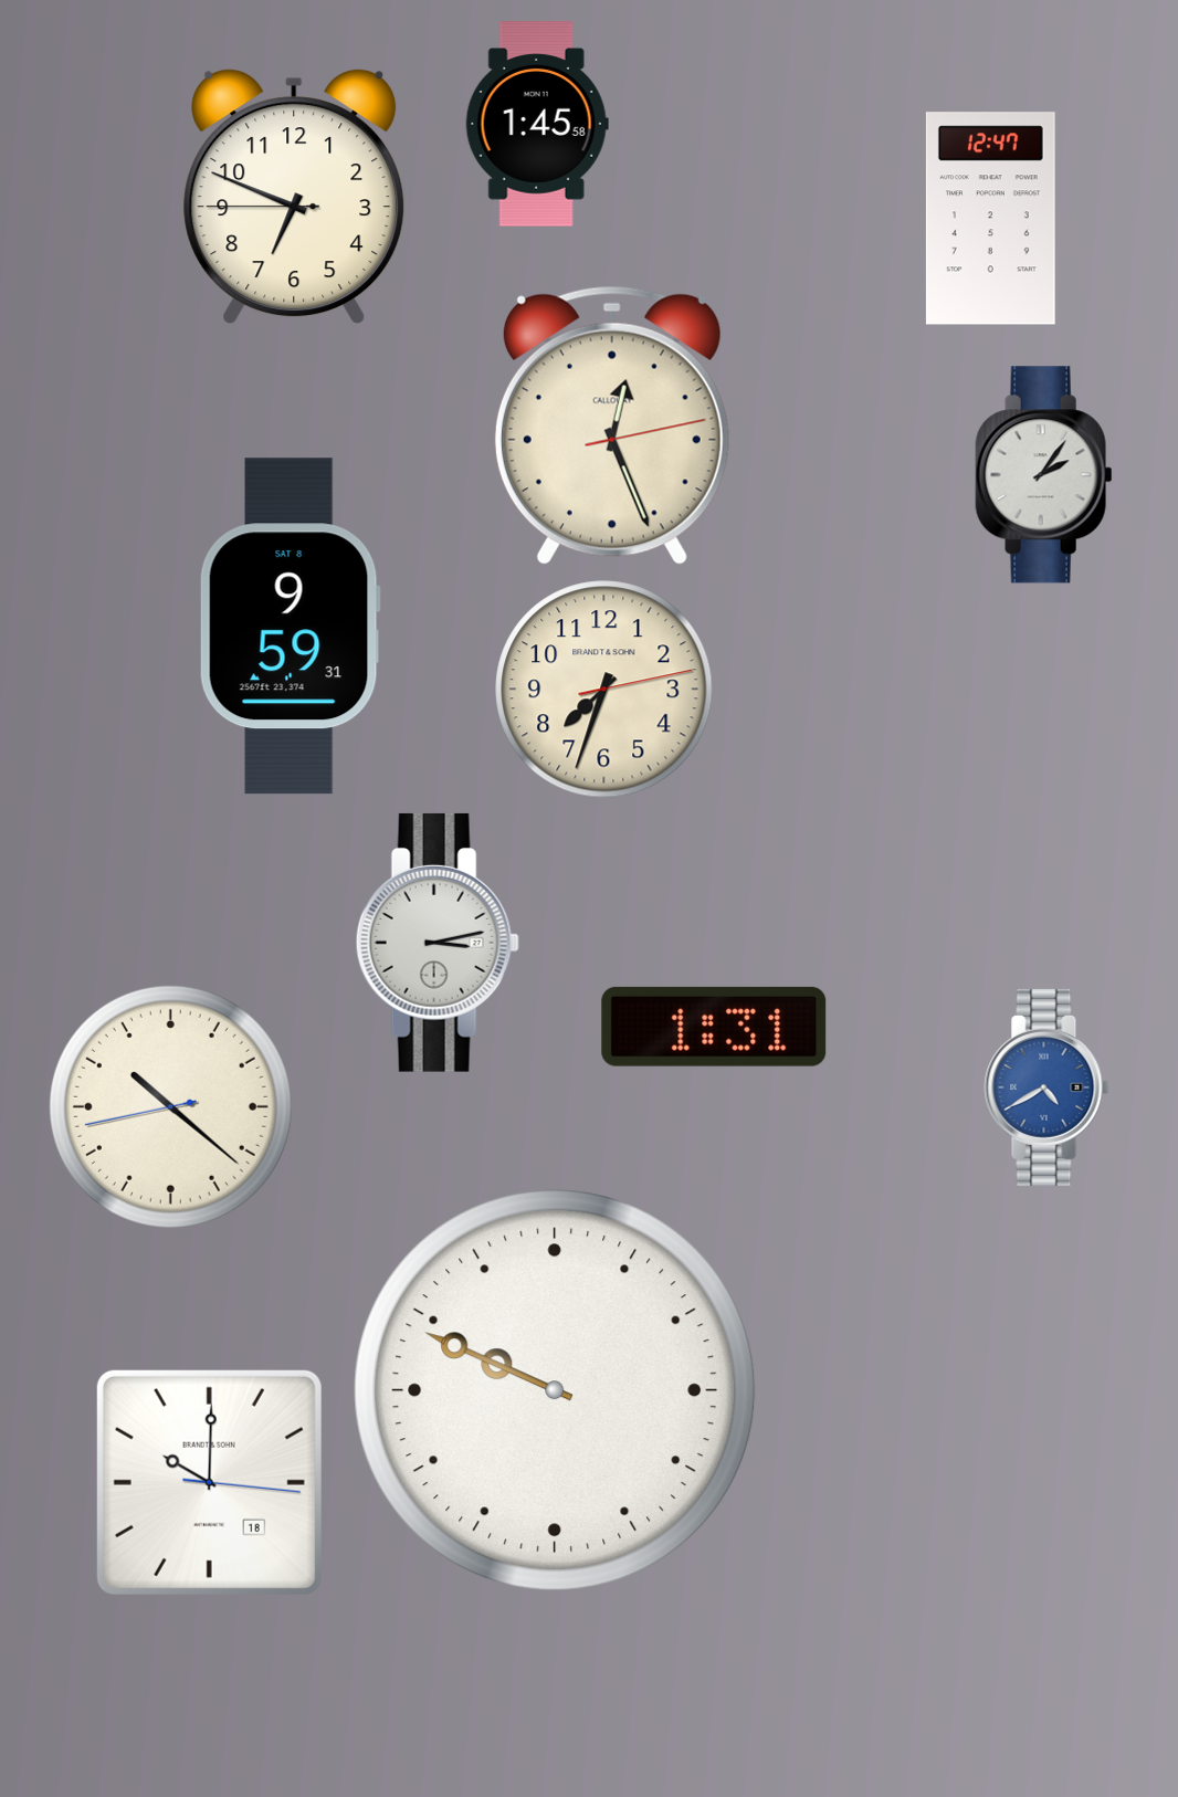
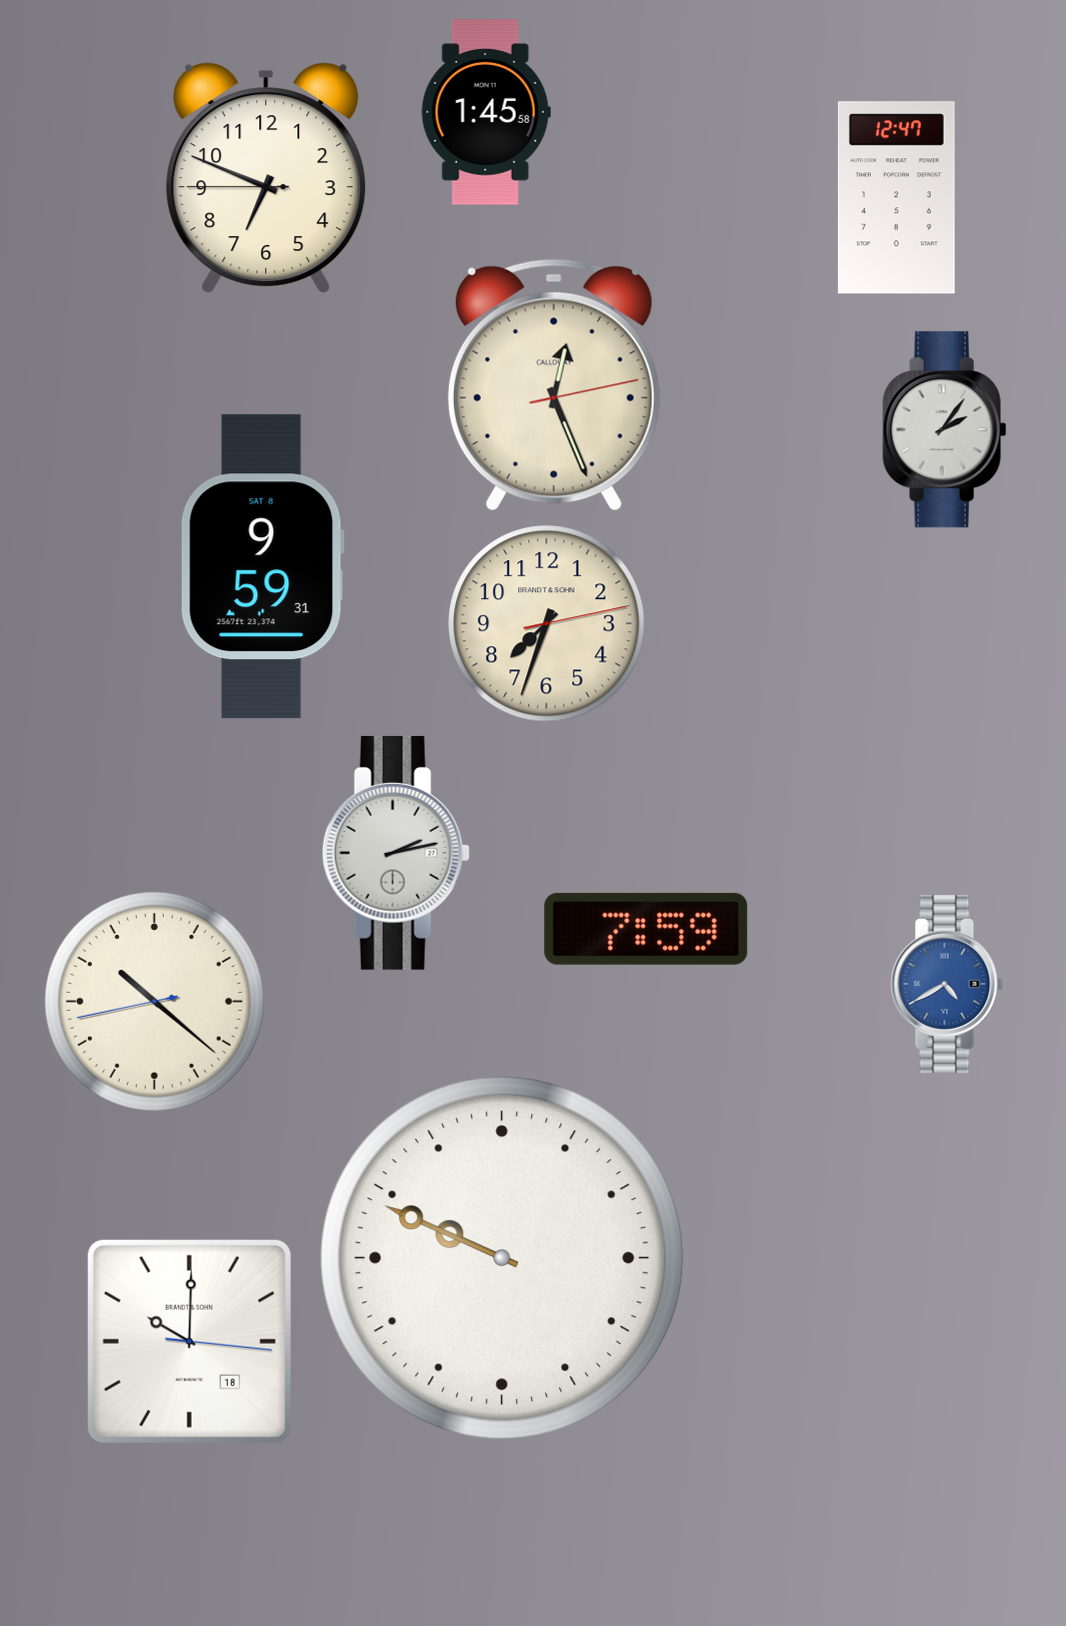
clock at (438, 943): 3:13 -> 2:13
clock at (714, 1027): 1:31 -> 7:59
